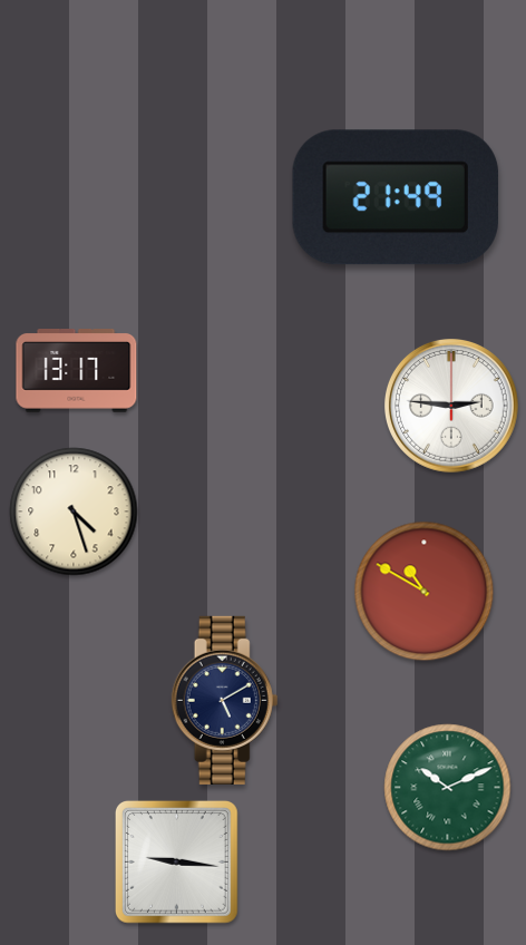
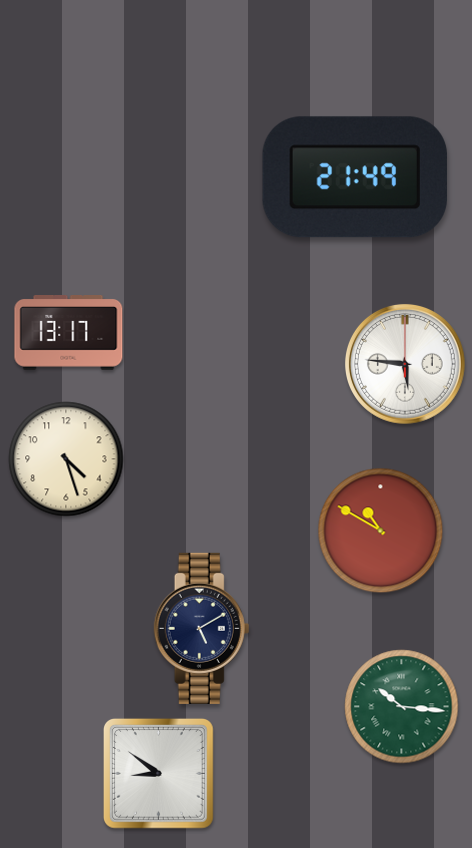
clock at (451, 406): 2:46 -> 5:46
clock at (448, 788): 10:11 -> 10:16
clock at (176, 861): 9:16 -> 8:51
